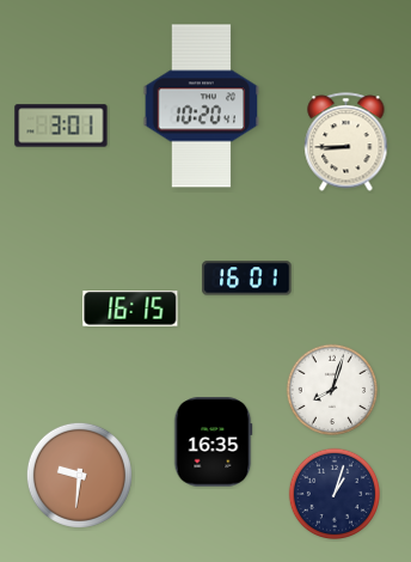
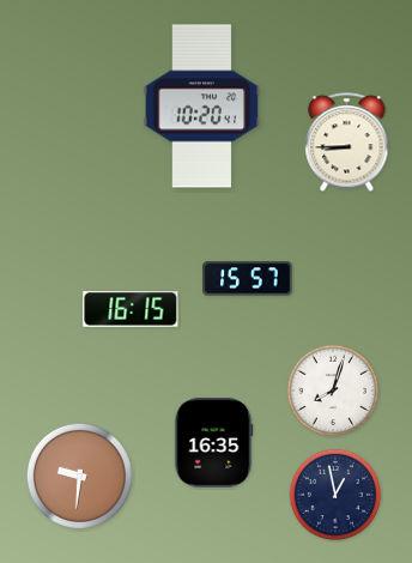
clock at (61, 126): 3:01 -> none
clock at (247, 279): 16:01 -> 15:57
clock at (335, 494): 1:03 -> 12:58
